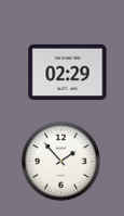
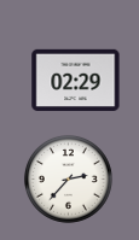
clock at (60, 161): 1:53 -> 2:37
